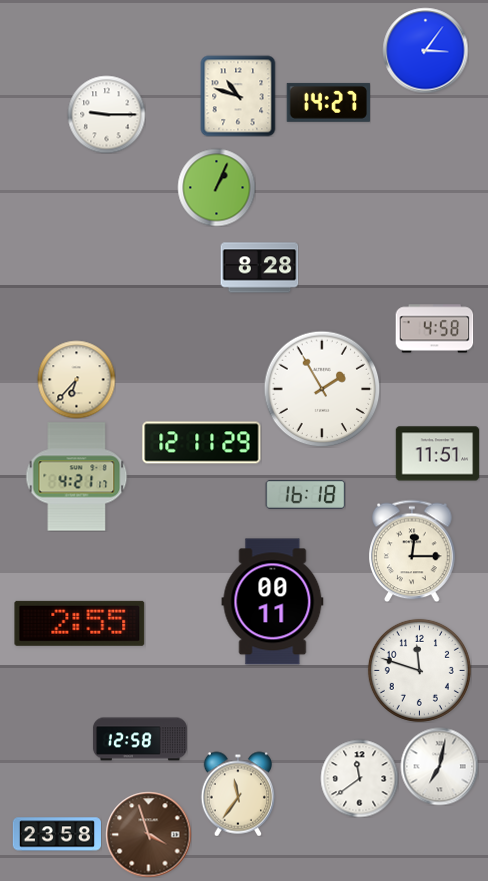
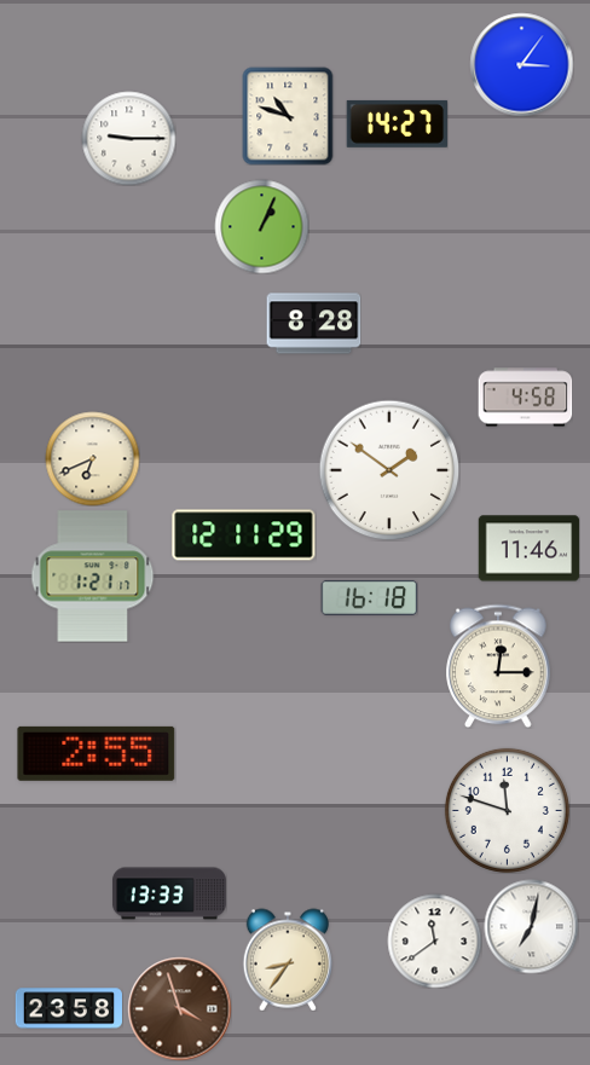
clock at (425, 50) position: (425, 50) -> (521, 64)
clock at (76, 379): 6:37 -> 6:41
clock at (322, 389): 1:55 -> 1:51
clock at (437, 454): 11:51 -> 11:46
clock at (77, 477): 4:21 -> 1:21
clock at (273, 602): 00:11 -> none
clock at (140, 739): 12:58 -> 13:33
clock at (237, 794): 11:36 -> 8:36
